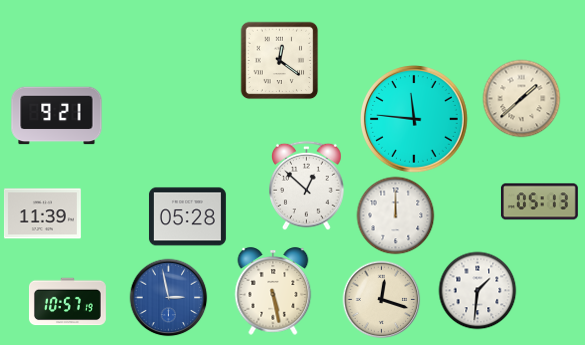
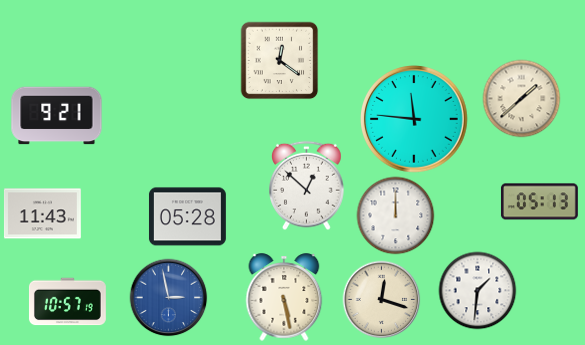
clock at (42, 214): 11:39 -> 11:43
clock at (273, 291) position: (273, 291) -> (284, 297)
